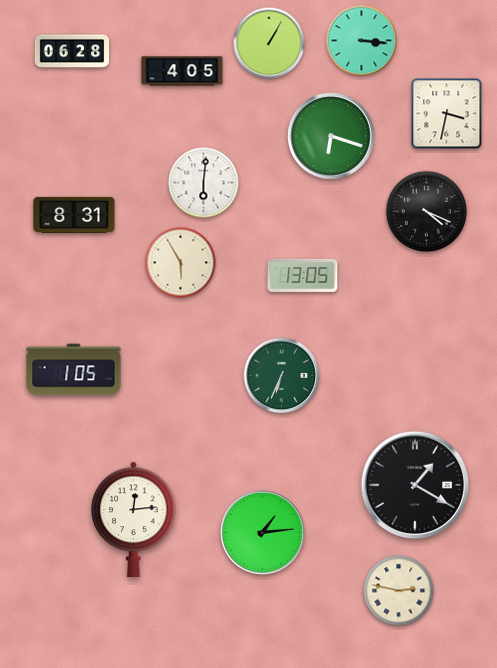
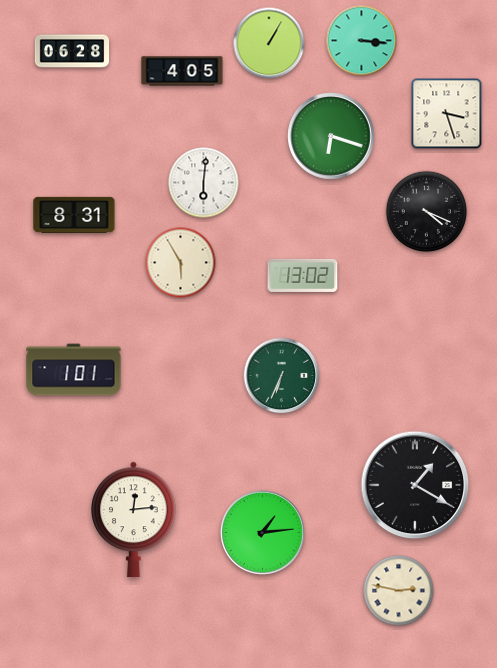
clock at (447, 114): 3:32 -> 3:27
clock at (303, 275): 13:05 -> 13:02
clock at (74, 370): 1:05 -> 1:01
